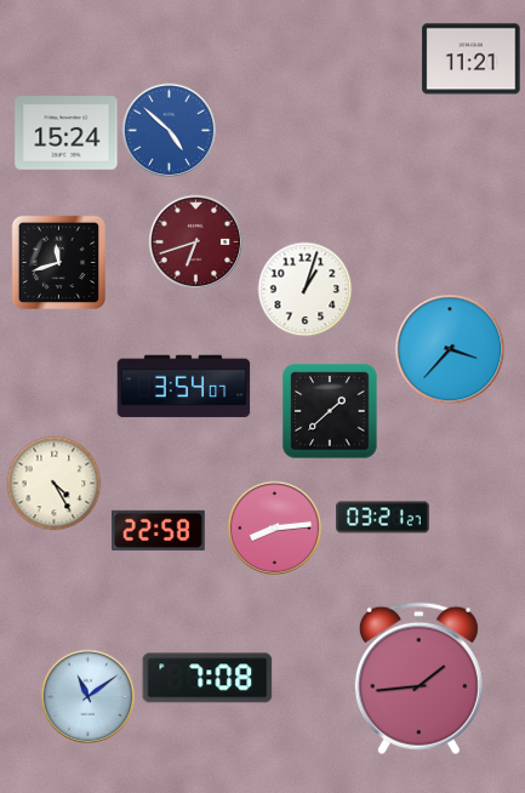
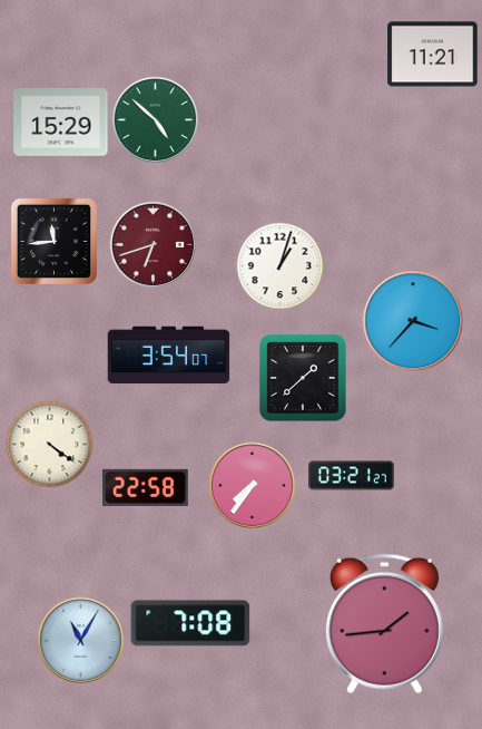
clock at (169, 130) dial: blue -> green
clock at (67, 133): 15:24 -> 15:29
clock at (195, 241) position: (195, 241) -> (153, 244)
clock at (58, 262): 11:42 -> 11:44
clock at (53, 483): 4:25 -> 4:21
clock at (274, 527): 8:14 -> 7:36
clock at (87, 696): 11:09 -> 11:05
